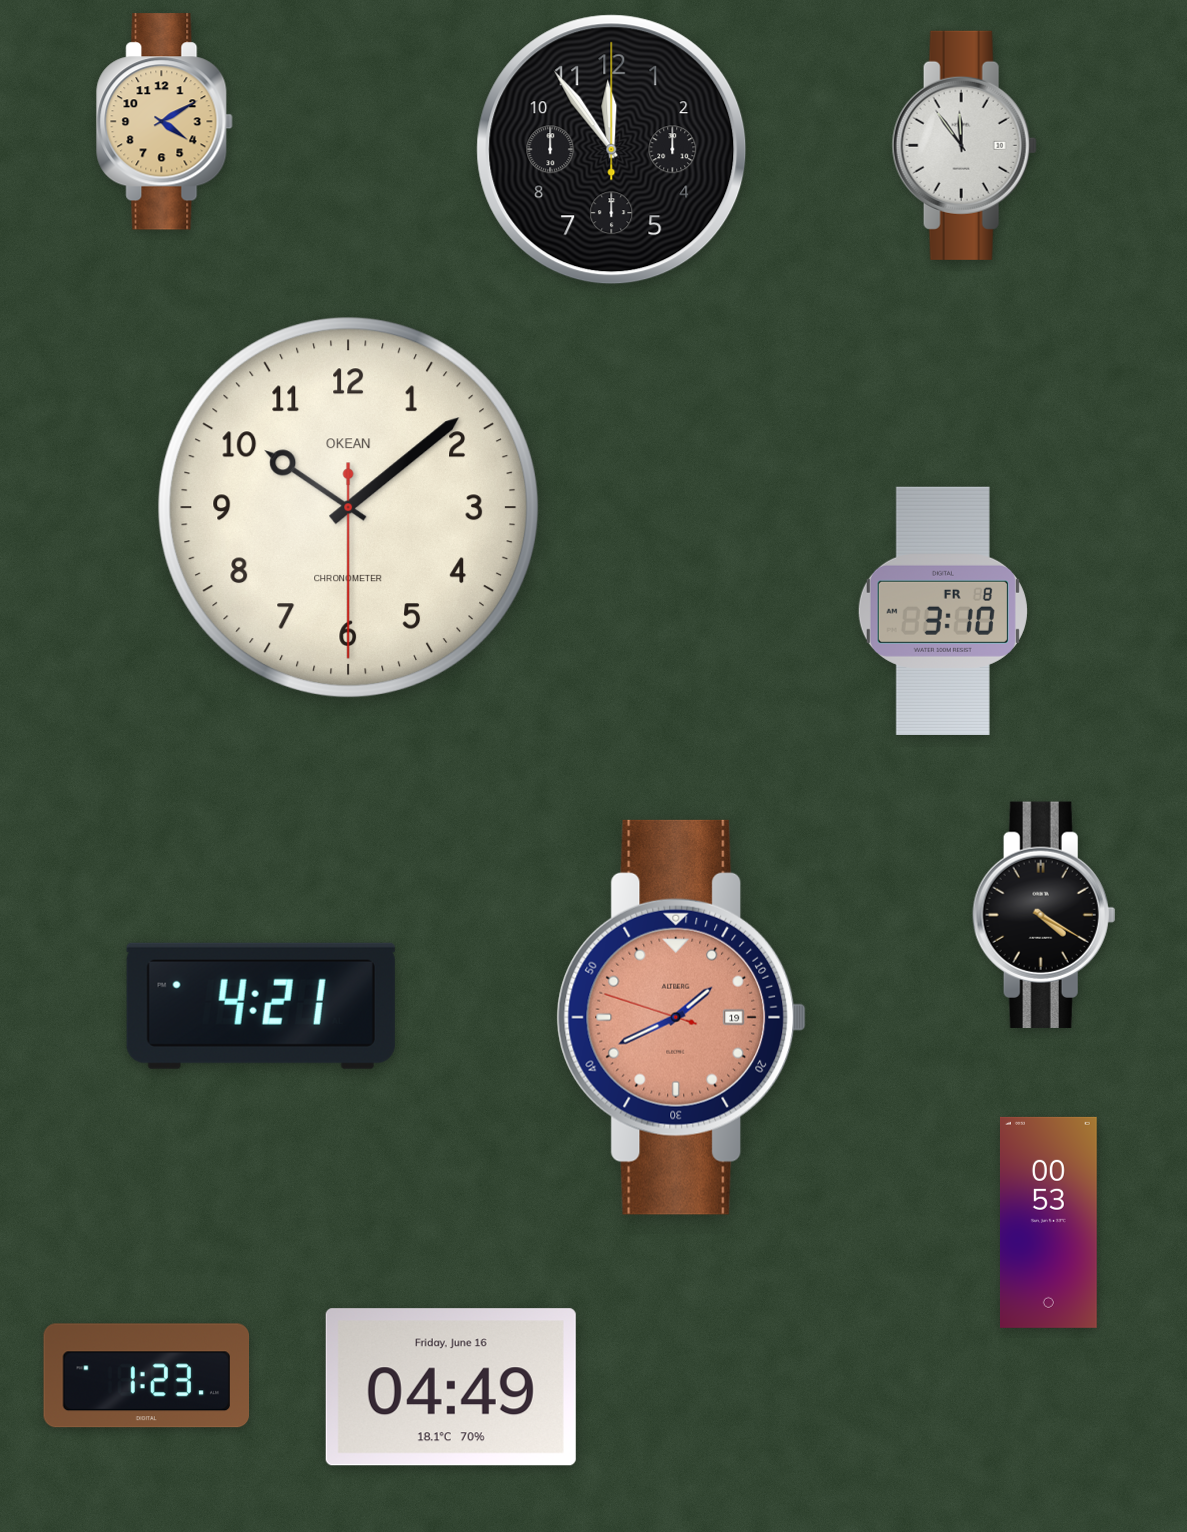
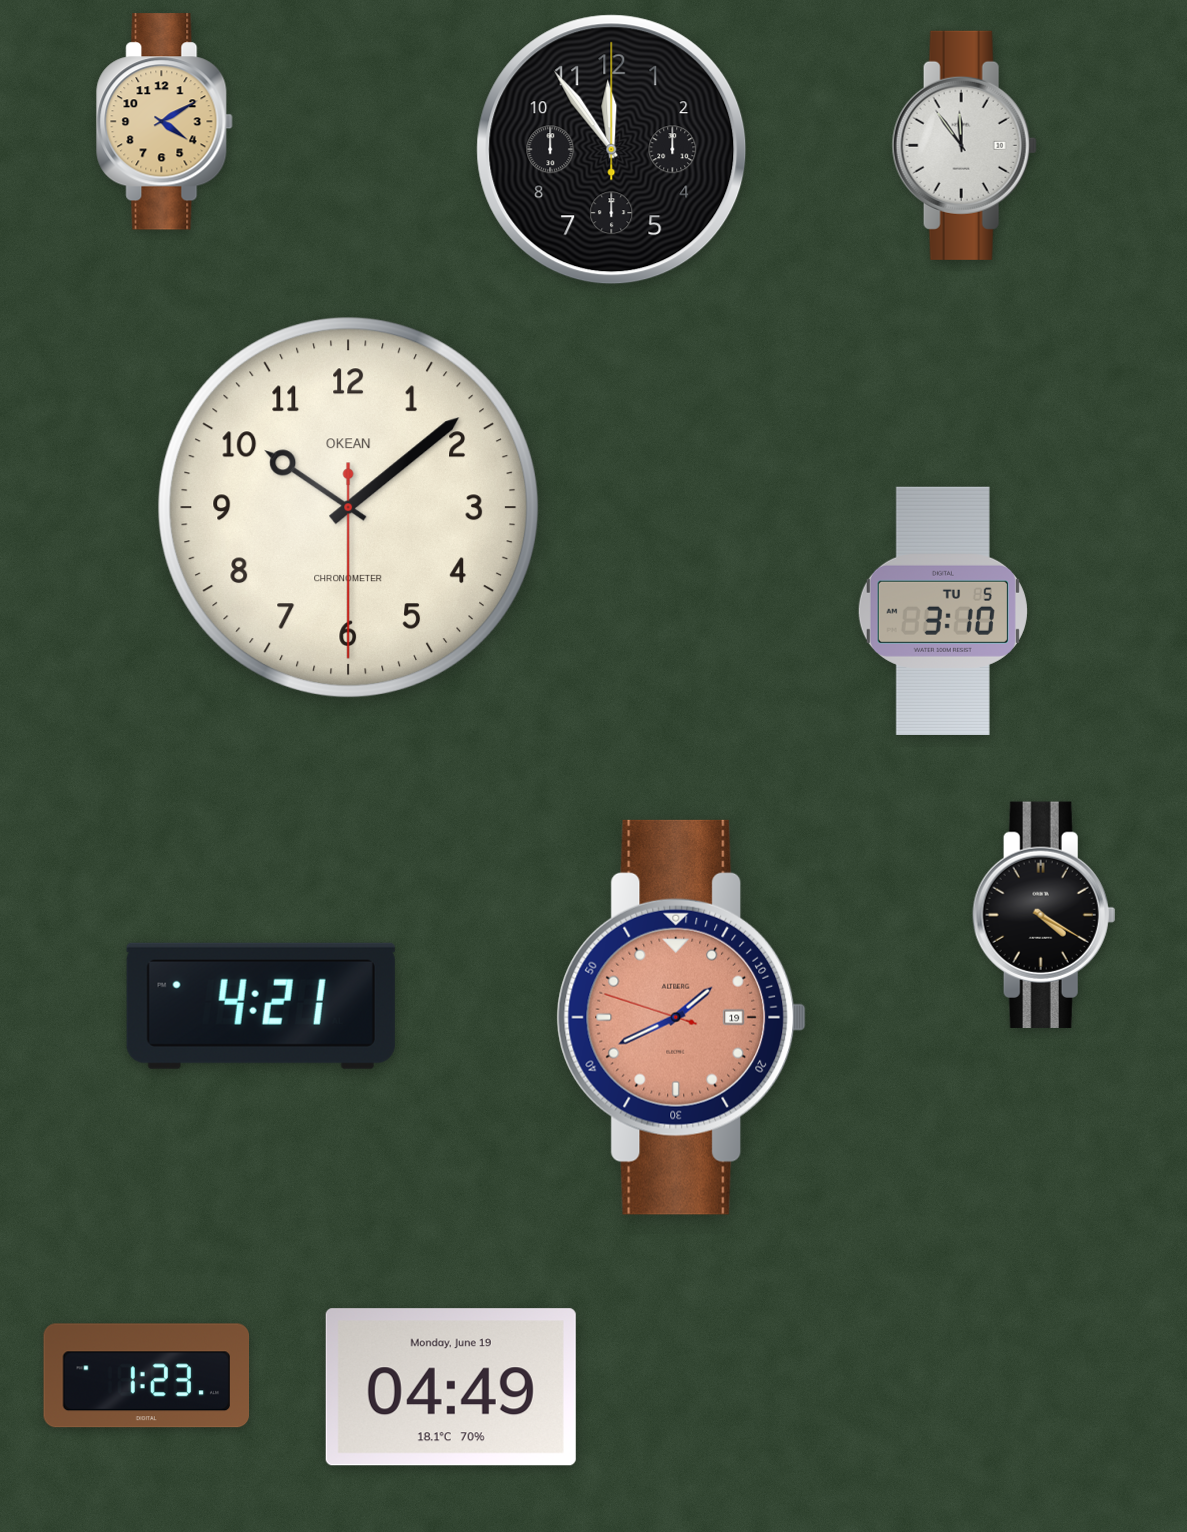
clock at (943, 611) date: FR 8 -> TU 5
clock at (1048, 1222): 00:53 -> none
clock at (451, 1387) date: Friday, June 16 -> Monday, June 19
